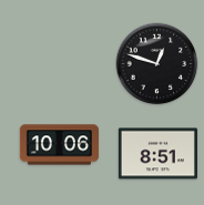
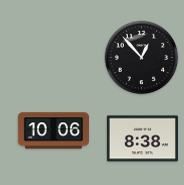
clock at (157, 64): 12:48 -> 12:53
clock at (157, 154): 8:51 -> 8:38
